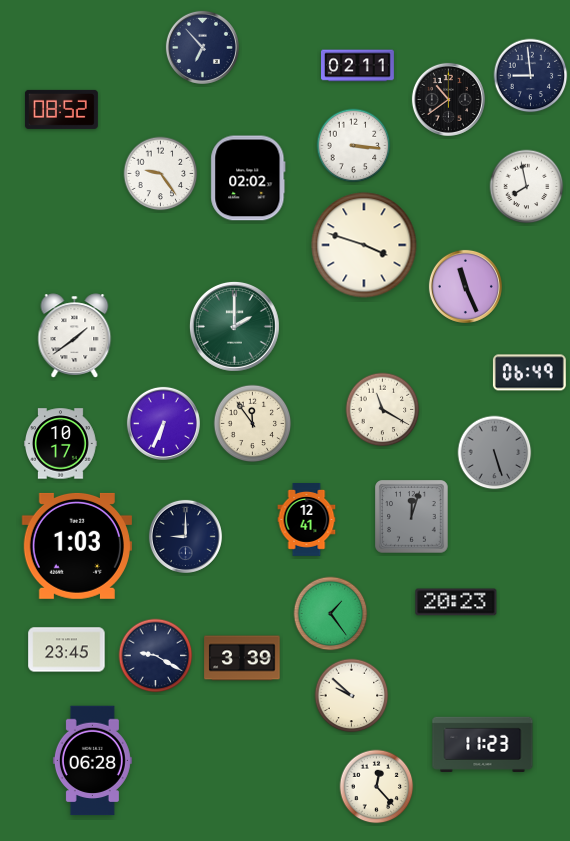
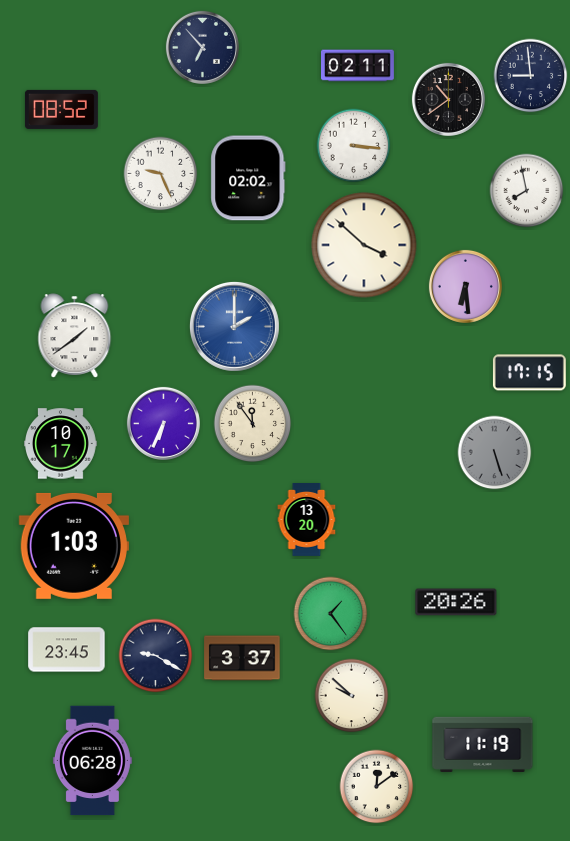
clock at (161, 174): 9:24 -> 9:26
clock at (527, 187) position: (527, 187) -> (527, 191)
clock at (364, 245): 3:48 -> 3:52
clock at (465, 286): 11:26 -> 6:29
clock at (235, 327) dial: green -> blue
clock at (529, 373): 06:49 -> 17:15
clock at (383, 410): 11:20 -> none
clock at (412, 517): 12:03 -> none
clock at (307, 520): 12:41 -> 13:20
clock at (185, 536): 9:00 -> none
clock at (77, 546) position: (77, 546) -> (74, 546)
clock at (456, 602): 20:23 -> 20:26
clock at (242, 658): 3:39 -> 3:37
clock at (483, 744): 11:23 -> 11:19
clock at (377, 787): 12:23 -> 12:09
